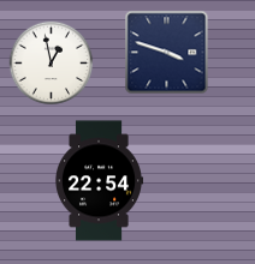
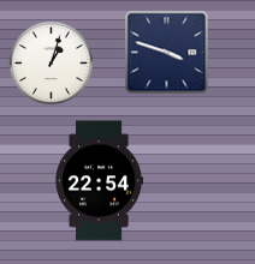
clock at (52, 64): 12:58 -> 1:03
